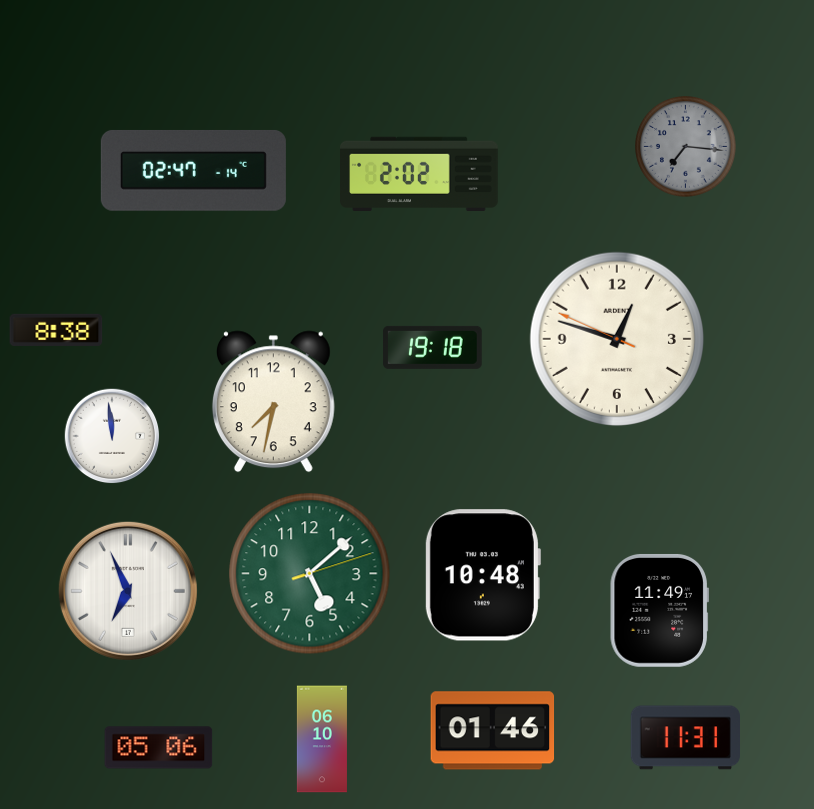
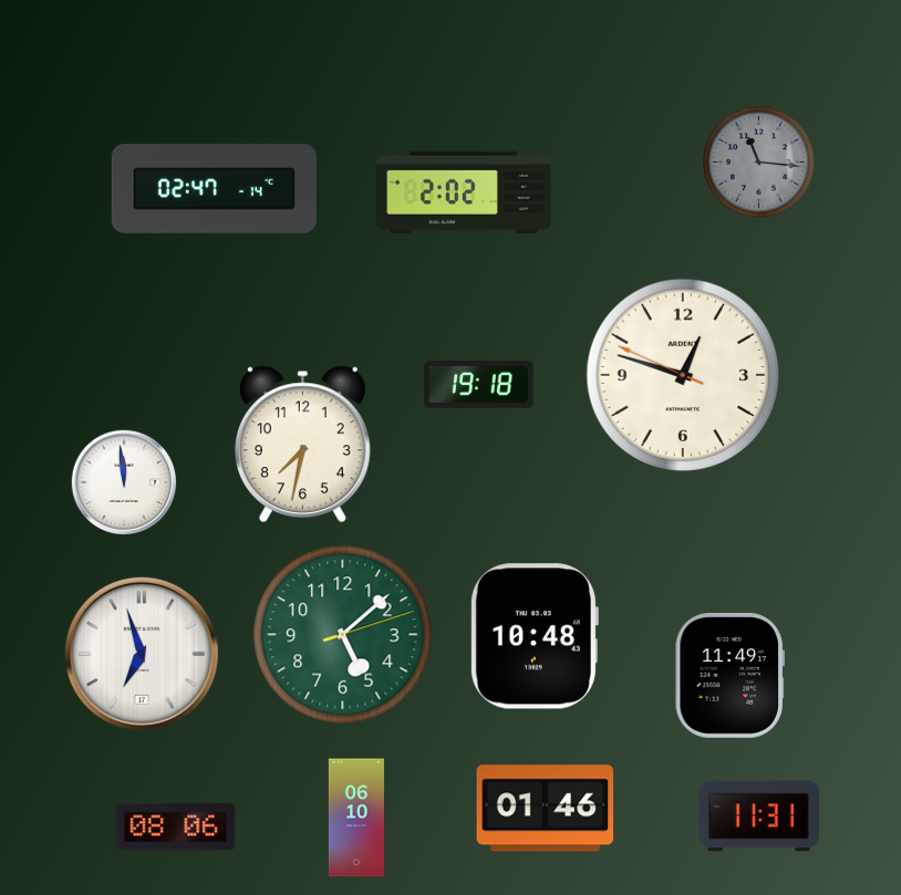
clock at (686, 147): 7:16 -> 11:16
clock at (56, 330): 8:38 -> none
clock at (128, 591): 6:56 -> 6:57
clock at (159, 748): 05:06 -> 08:06
